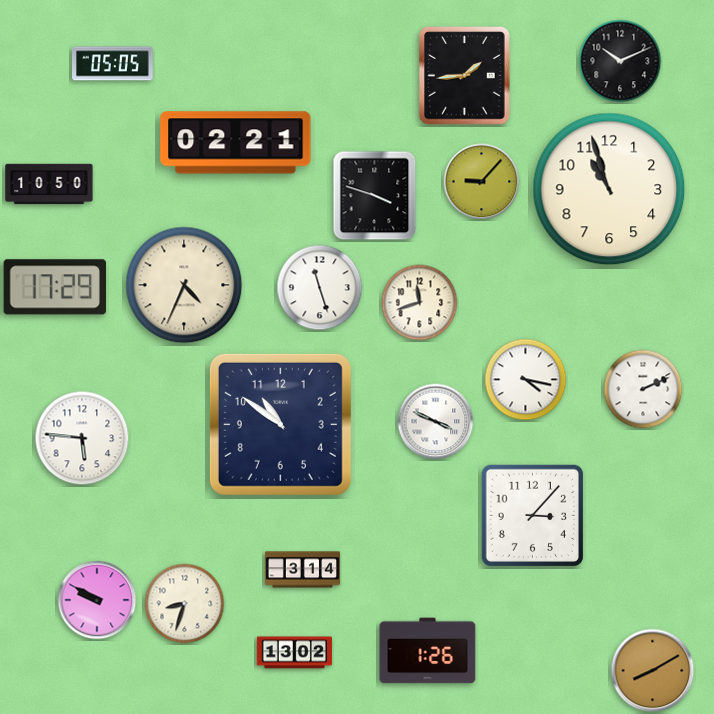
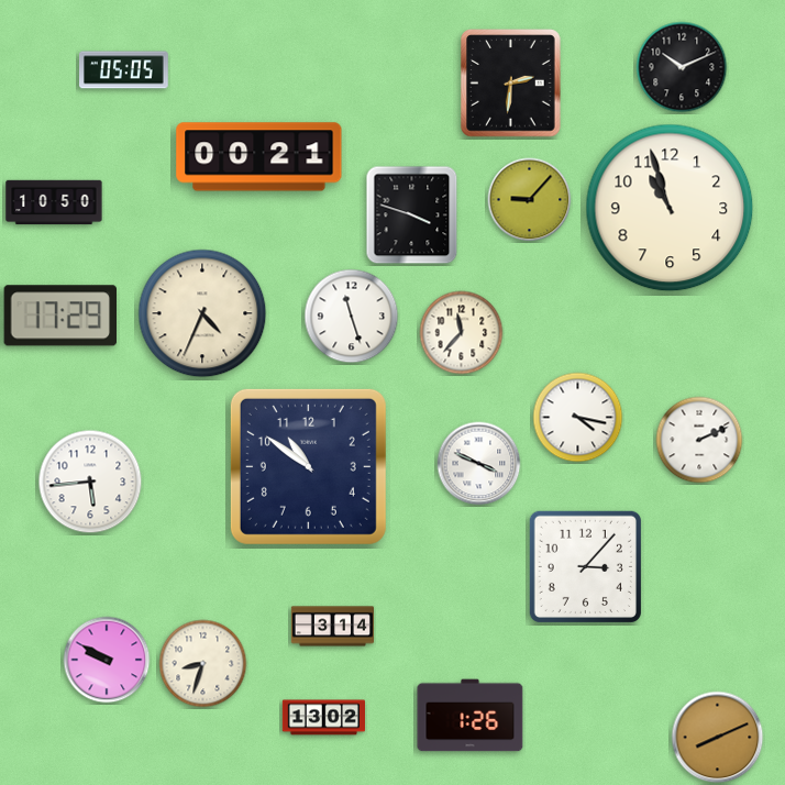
clock at (465, 76): 1:44 -> 2:31
clock at (236, 143): 02:21 -> 00:21
clock at (420, 303): 11:42 -> 11:37
clock at (643, 389) position: (643, 389) -> (699, 440)
clock at (82, 438): 5:46 -> 5:44
clock at (653, 671): 8:10 -> 8:11
